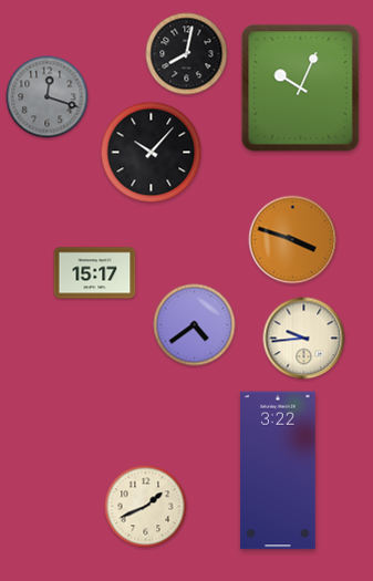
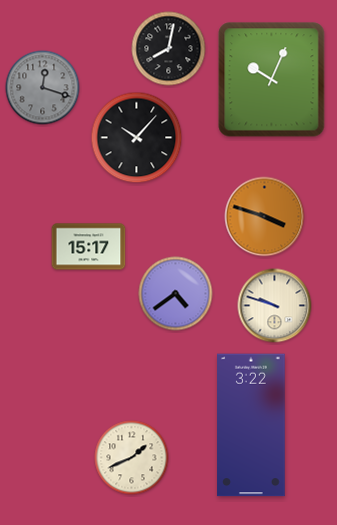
clock at (95, 273) position: (95, 273) -> (89, 247)
clock at (304, 339): 9:44 -> 9:48
